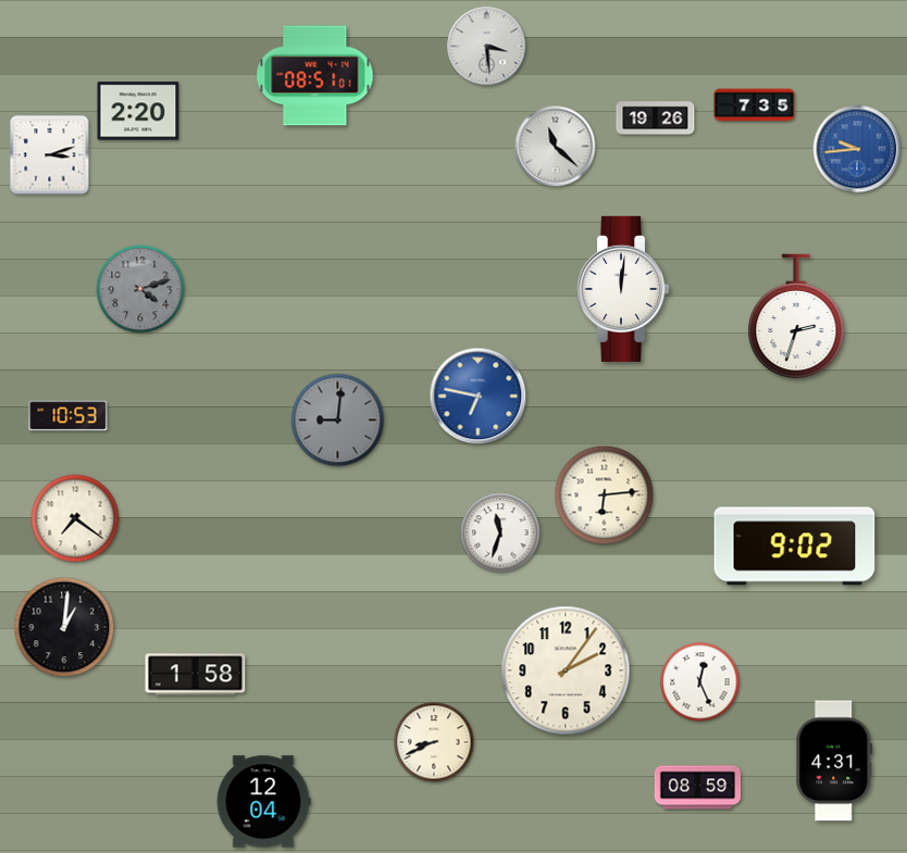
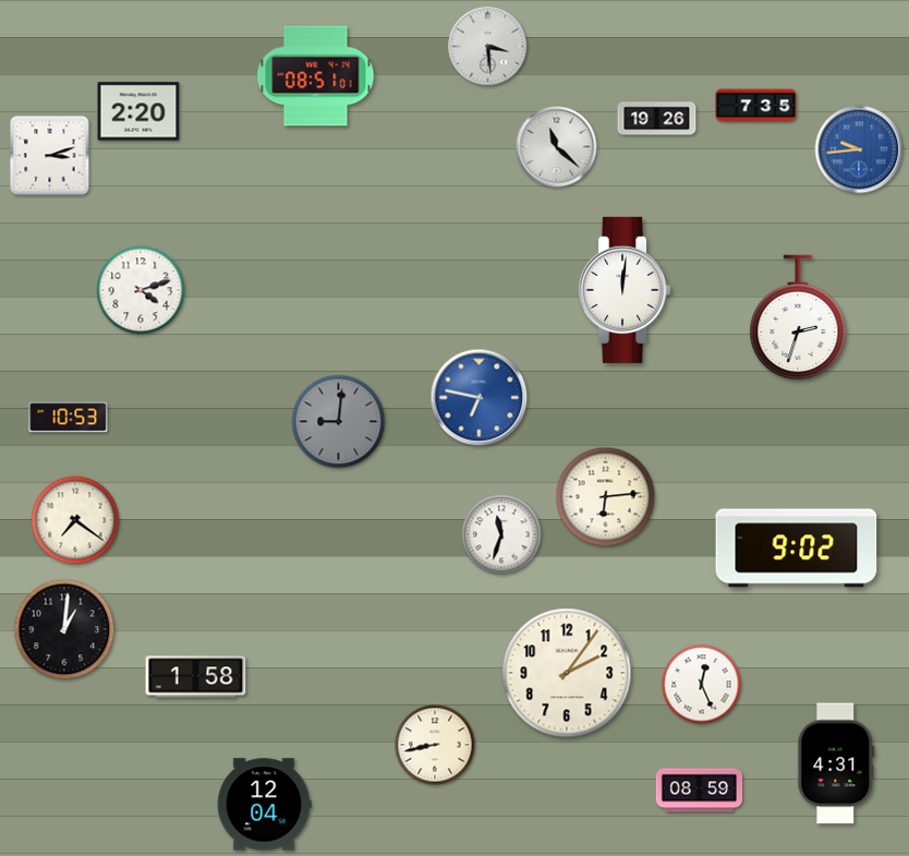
clock at (140, 289) dial: grey -> white
clock at (434, 742): 8:41 -> 8:43
